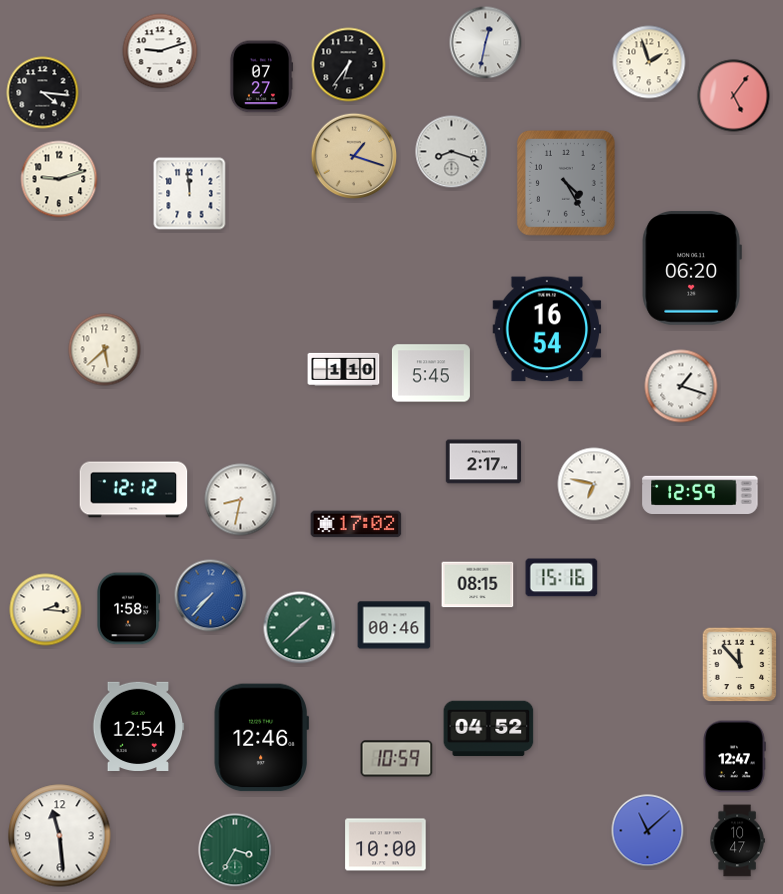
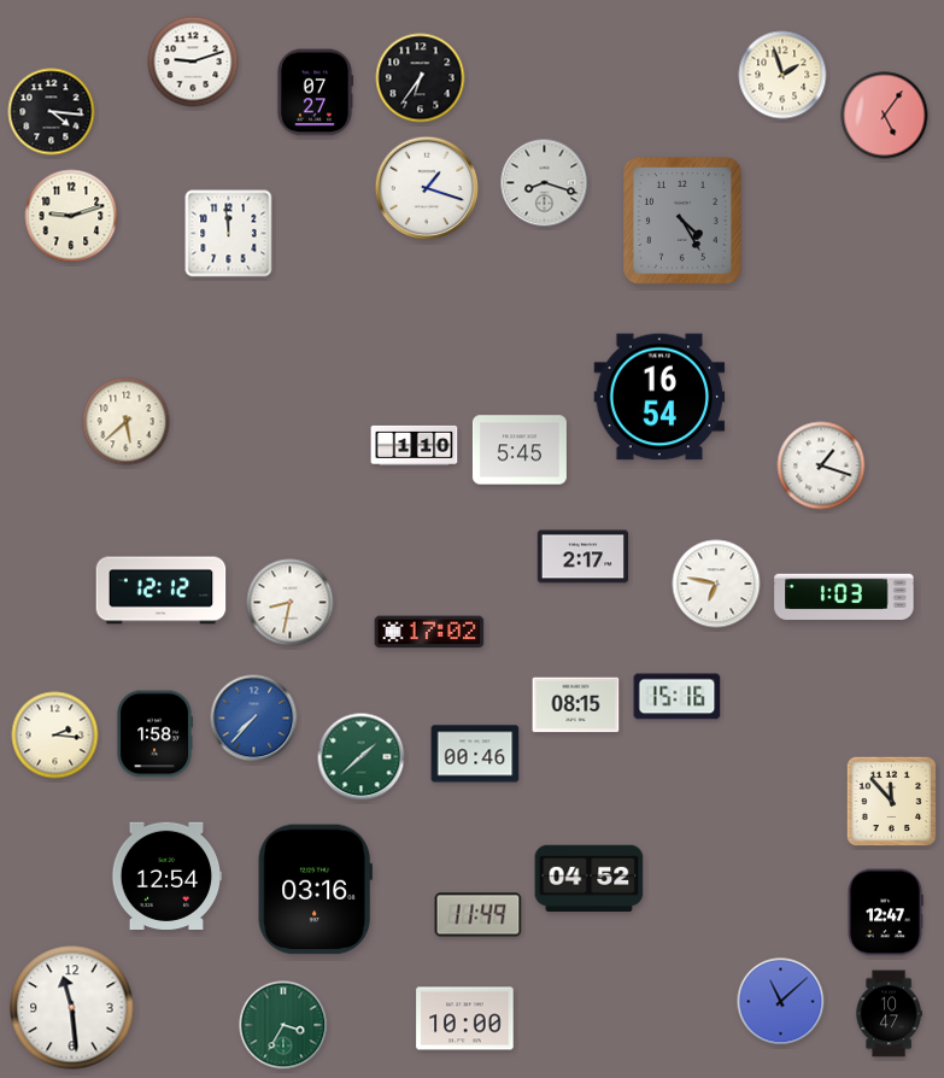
clock at (486, 43): 12:32 -> none
clock at (354, 156) dial: champagne -> white
clock at (692, 268): 06:20 -> none
clock at (700, 494): 12:59 -> 1:03
clock at (261, 738): 12:46 -> 03:16
clock at (397, 759): 10:59 -> 11:49
